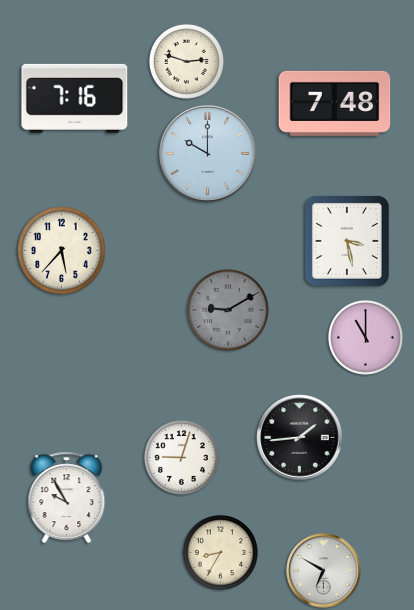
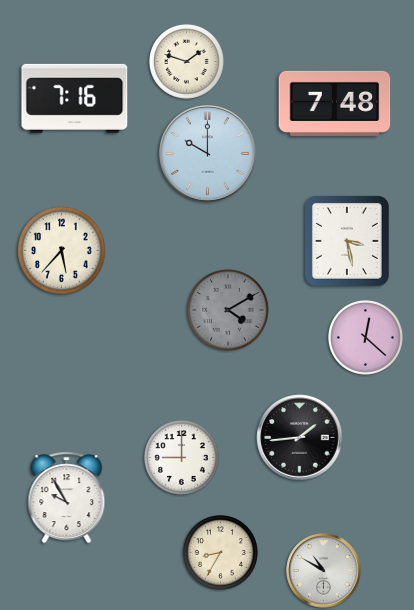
clock at (186, 61): 2:48 -> 1:48
clock at (229, 311): 9:10 -> 4:10
clock at (365, 337): 11:00 -> 12:22
clock at (181, 457): 9:03 -> 9:00
clock at (324, 571): 6:50 -> 10:50
